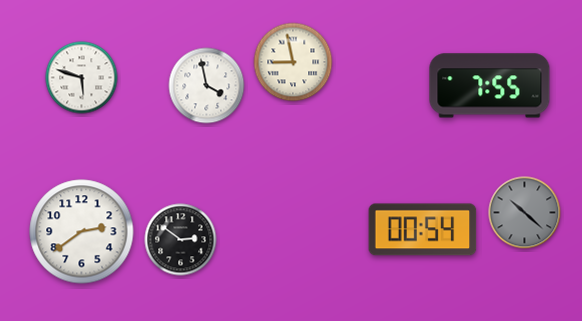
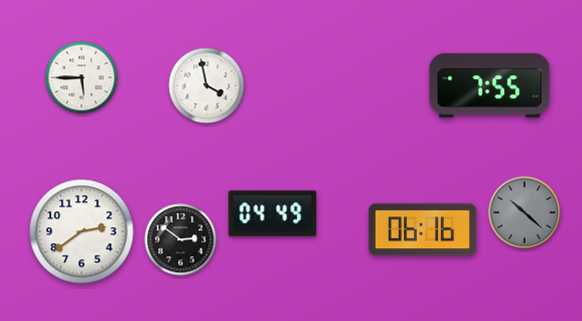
clock at (293, 62): 8:58 -> none
clock at (82, 78): 5:48 -> 5:45
clock at (273, 214): none -> 04:49
clock at (423, 230): 00:54 -> 06:16
